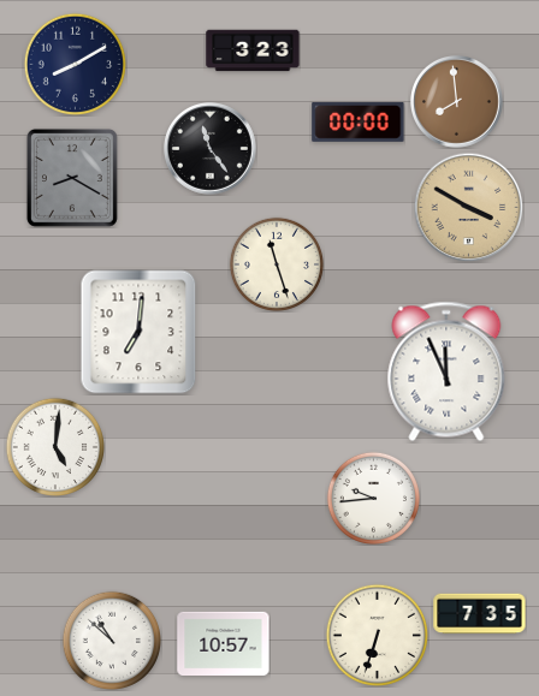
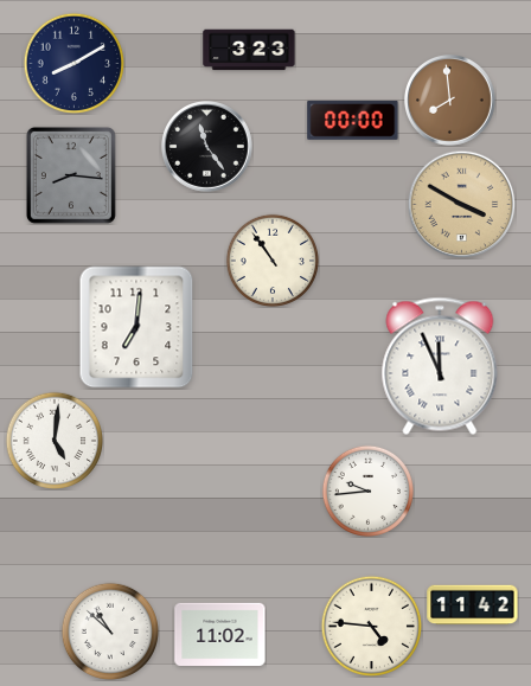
clock at (72, 178): 8:20 -> 8:16
clock at (276, 263): 11:27 -> 10:54
clock at (480, 614): 7:35 -> 11:42
clock at (377, 635): 6:33 -> 4:46
clock at (224, 643): 10:57 -> 11:02
